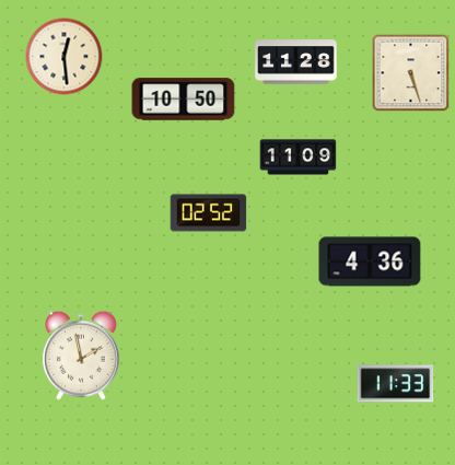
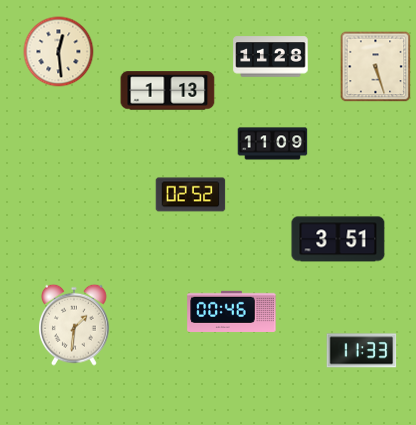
clock at (184, 100): 10:50 -> 1:13
clock at (370, 261): 4:36 -> 3:51
clock at (232, 311): none -> 00:46
clock at (82, 356): 1:58 -> 1:31
